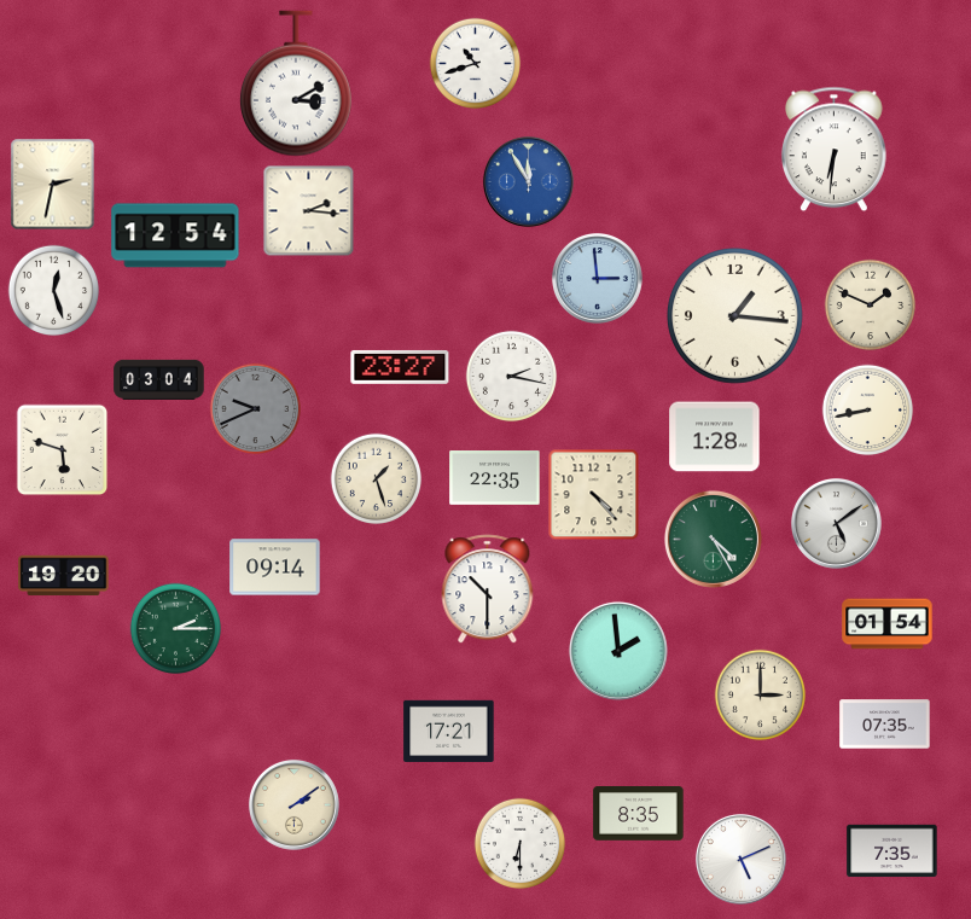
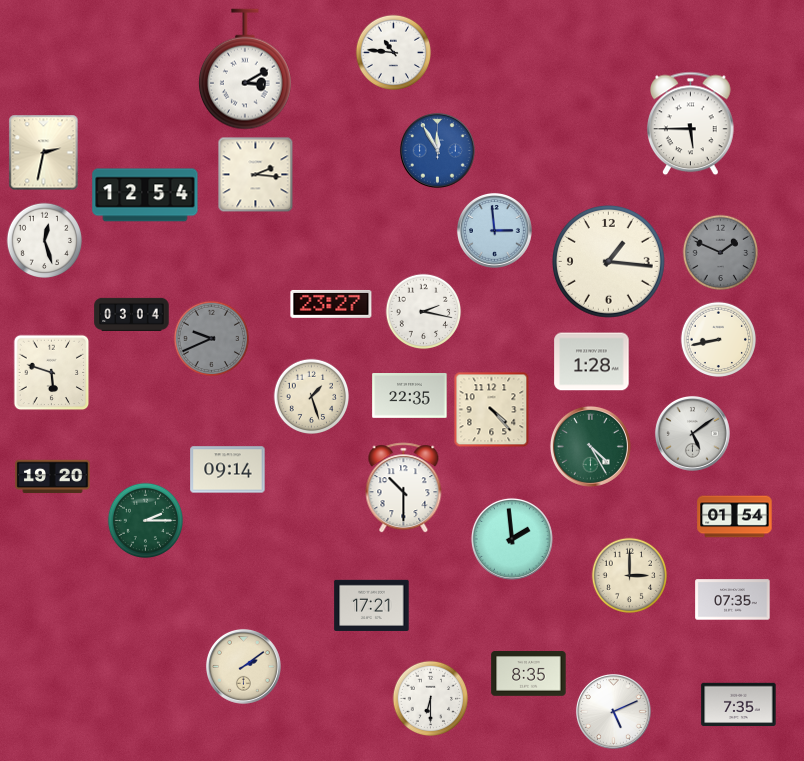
clock at (476, 64): 10:42 -> 10:46
clock at (835, 150): 6:31 -> 5:45
clock at (871, 306) dial: cream -> grey
